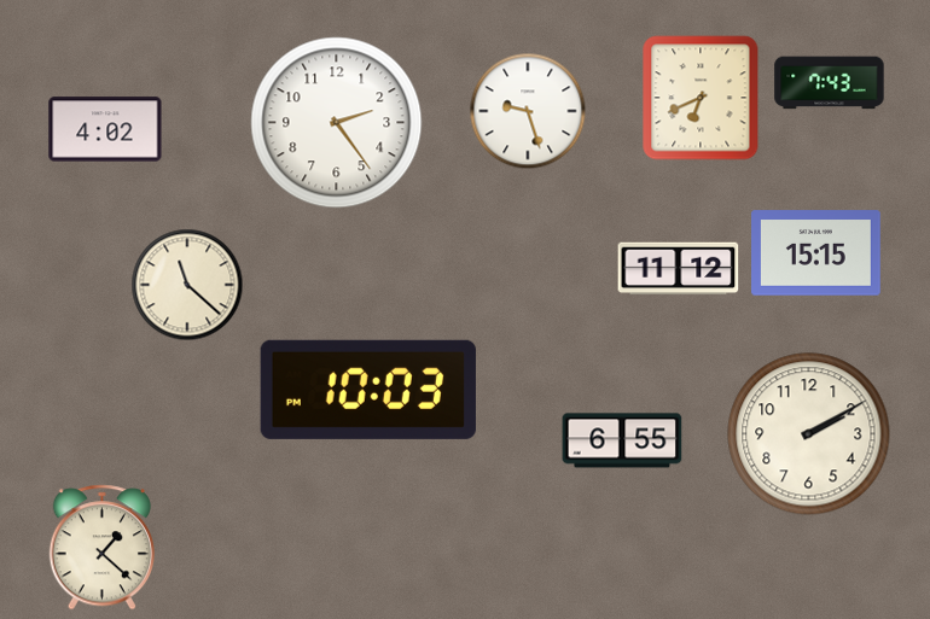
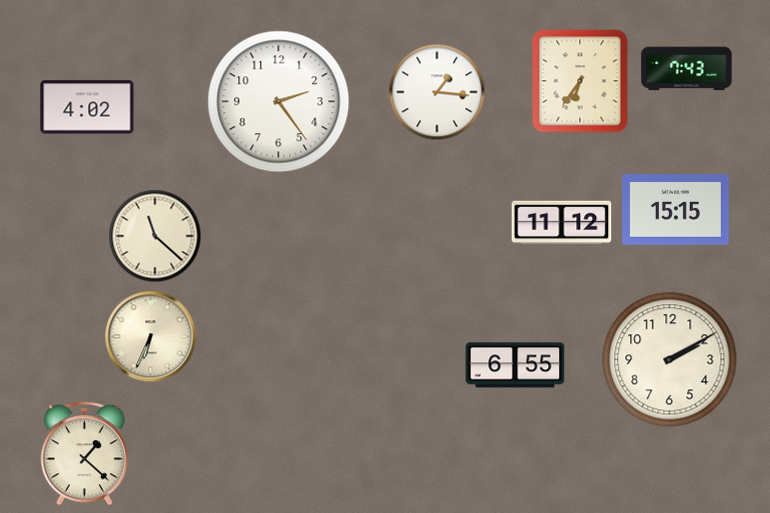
clock at (701, 98): 6:41 -> 6:36
clock at (528, 111): 9:27 -> 1:16
clock at (368, 390): 10:03 -> none
clock at (151, 337): none -> 6:34
